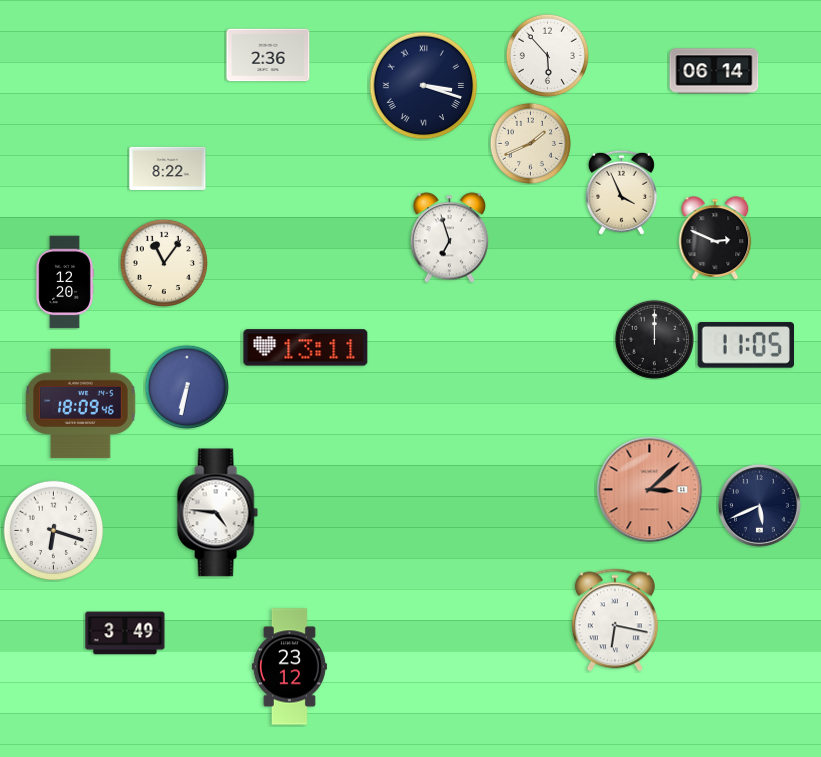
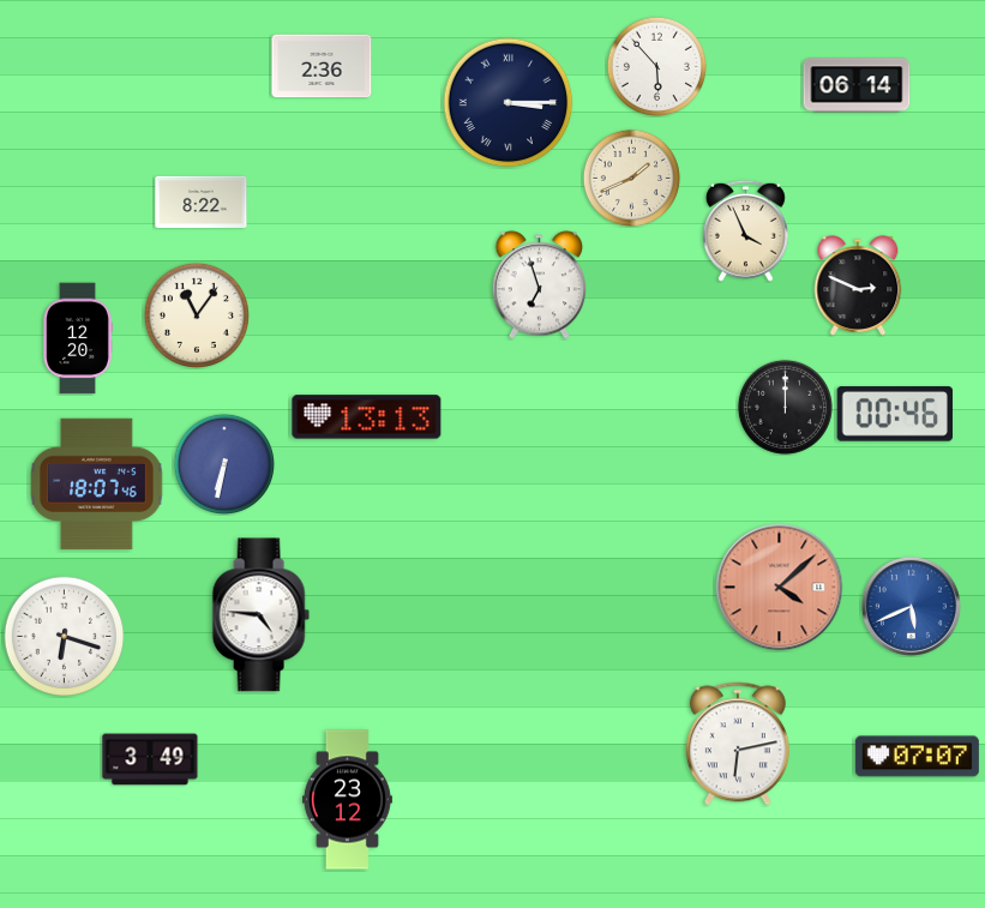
clock at (424, 86): 3:18 -> 3:15
clock at (530, 143) position: (530, 143) -> (631, 178)
clock at (745, 345): 11:05 -> 00:46
clock at (306, 348): 13:11 -> 13:13
clock at (81, 404): 18:09 -> 18:07
clock at (650, 490): 3:08 -> 4:08
clock at (759, 505) dial: navy -> blue
clock at (615, 620): 6:17 -> 6:13
clock at (917, 757): none -> 07:07
